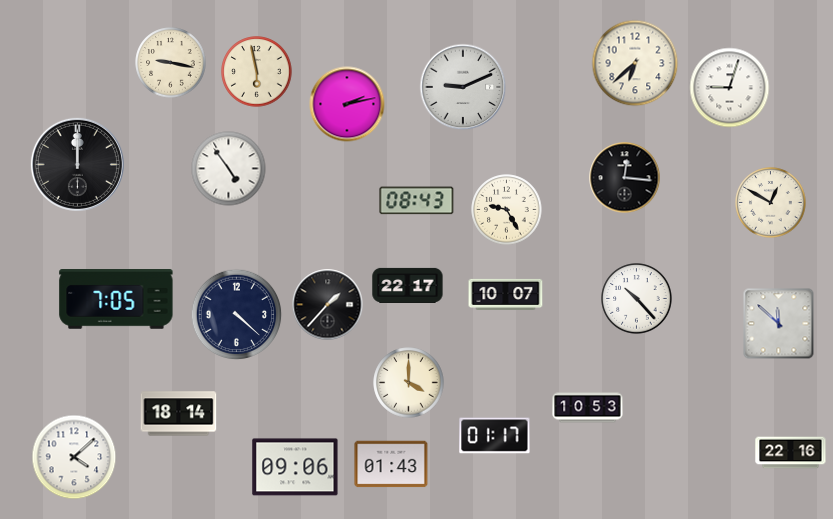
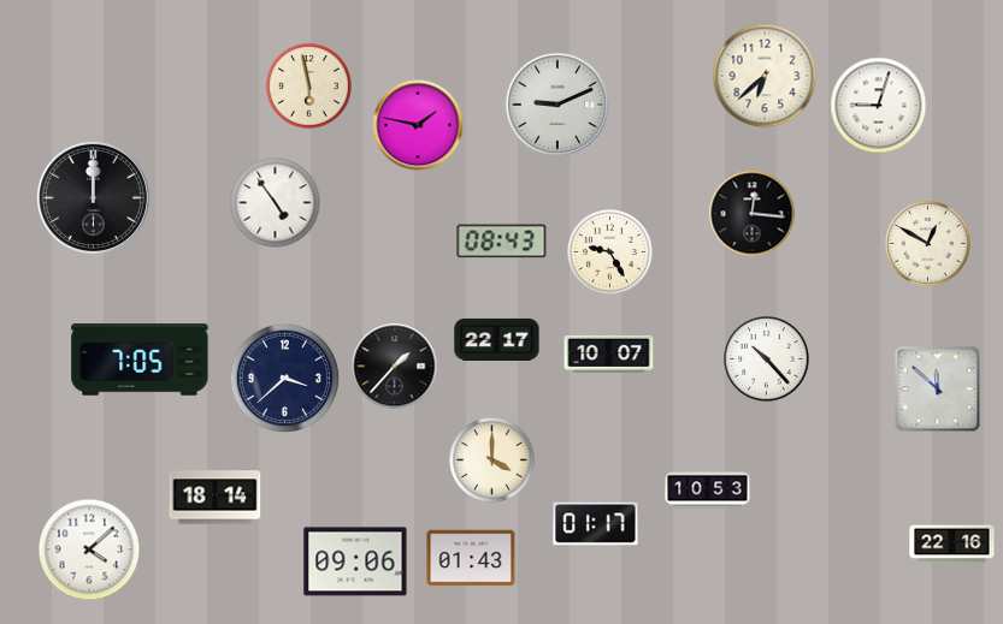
clock at (171, 63): 9:17 -> none
clock at (347, 104): 2:13 -> 1:47
clock at (408, 285) position: (408, 285) -> (497, 339)
clock at (237, 315): 4:22 -> 3:38
